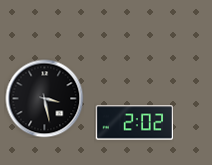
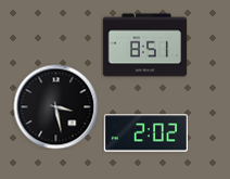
clock at (144, 46): none -> 8:51
clock at (44, 98) position: (44, 98) -> (55, 106)
